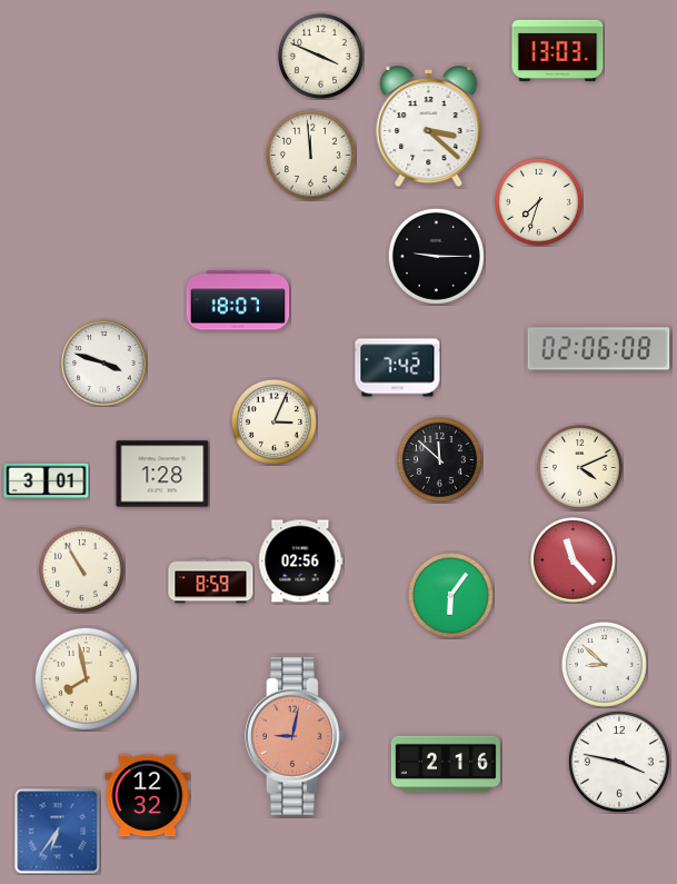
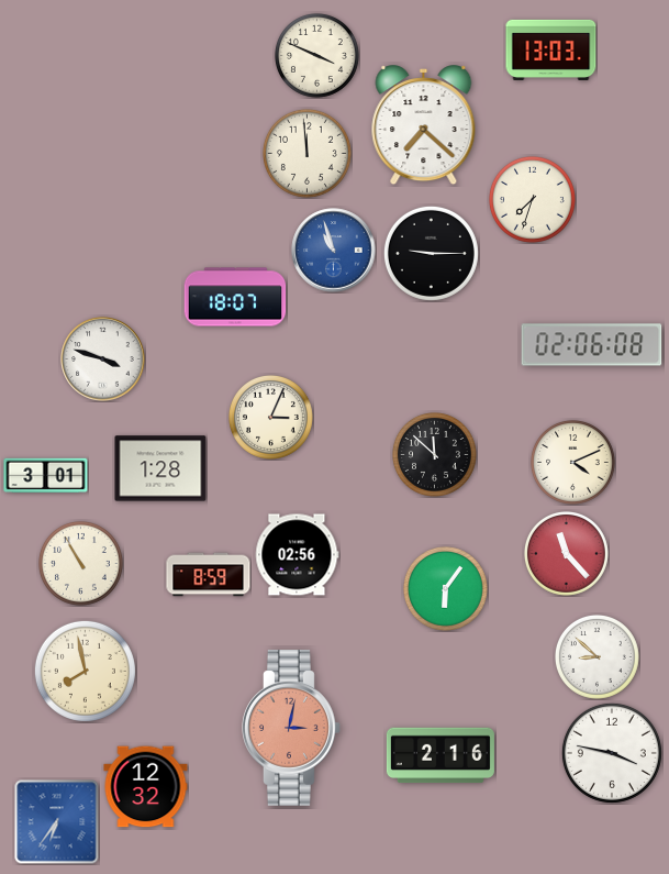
clock at (429, 127): 3:22 -> 7:22
clock at (334, 251): none -> 10:57
clock at (398, 368): 7:42 -> none
clock at (296, 736): 9:02 -> 3:02
